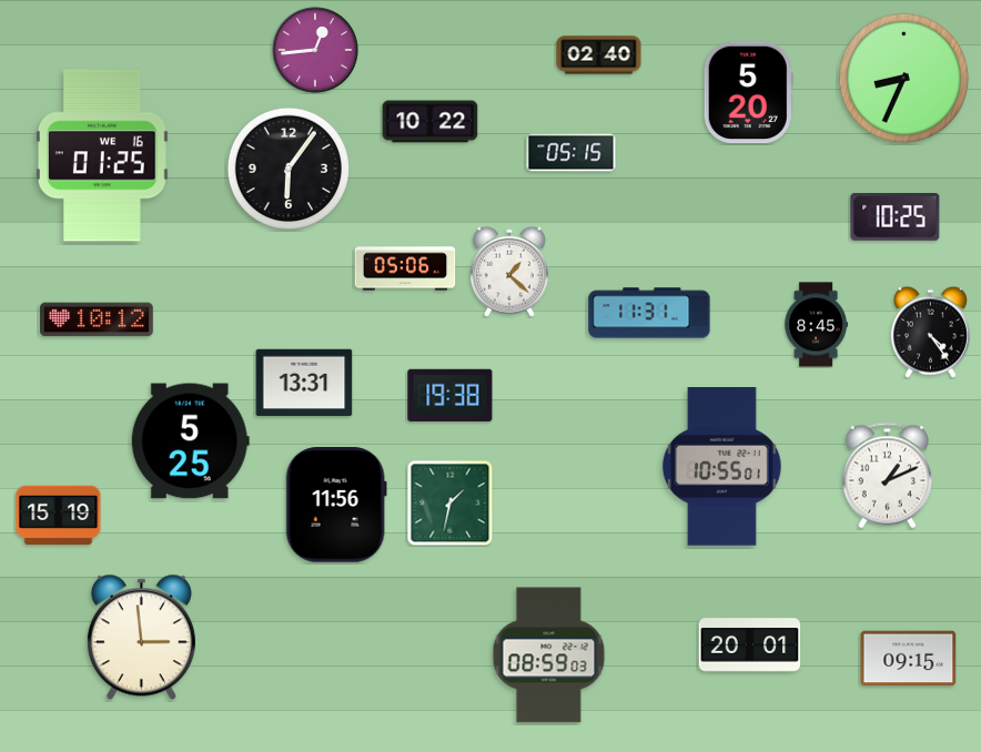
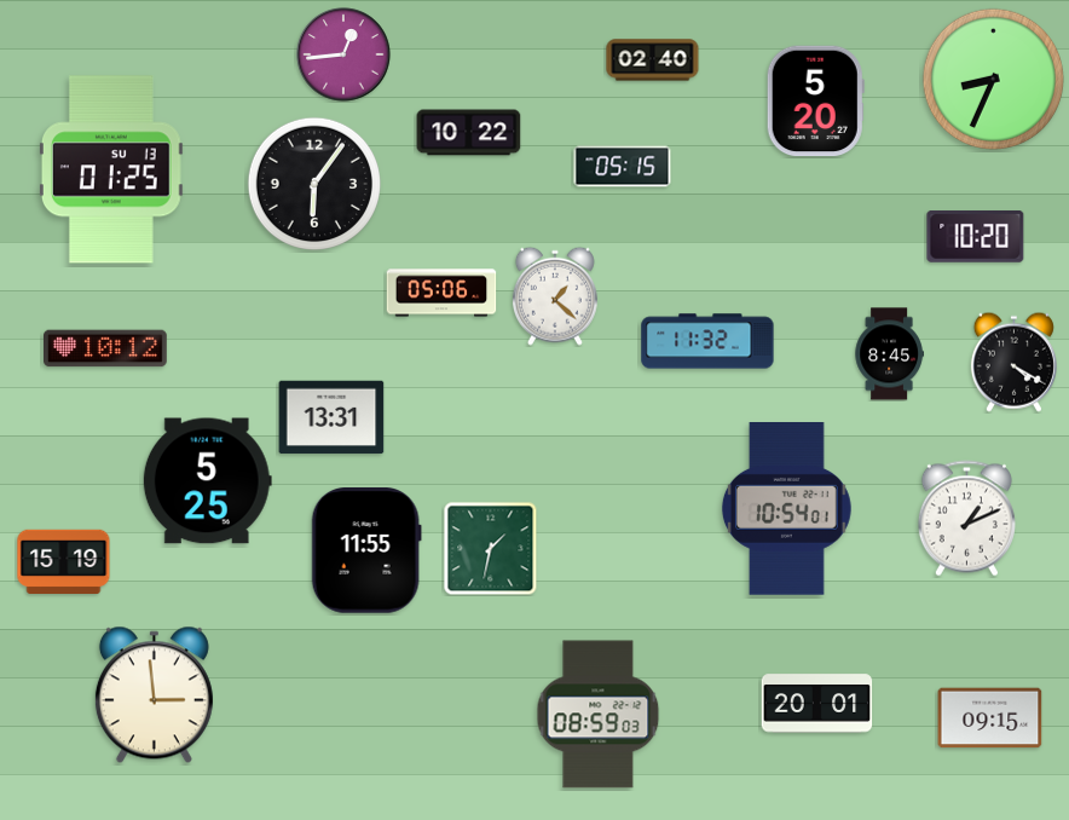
clock at (903, 78) position: (903, 78) -> (993, 79)
clock at (102, 155) date: WE 16 -> SU 13
clock at (896, 217): 10:25 -> 10:20
clock at (649, 313): 11:31 -> 11:32
clock at (930, 332): 4:24 -> 4:20
clock at (451, 395): 19:38 -> none
clock at (721, 467): 10:55 -> 10:54
clock at (336, 506): 11:56 -> 11:55
